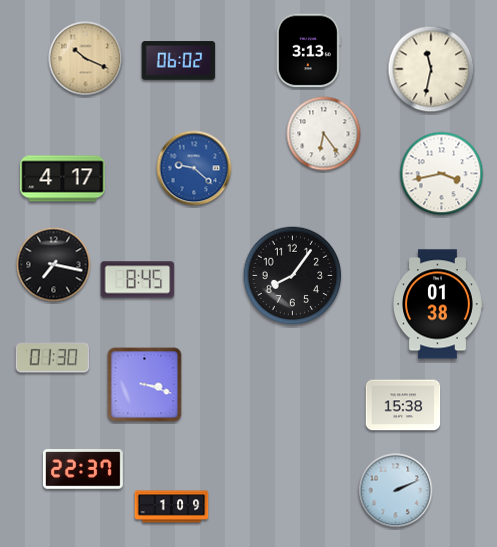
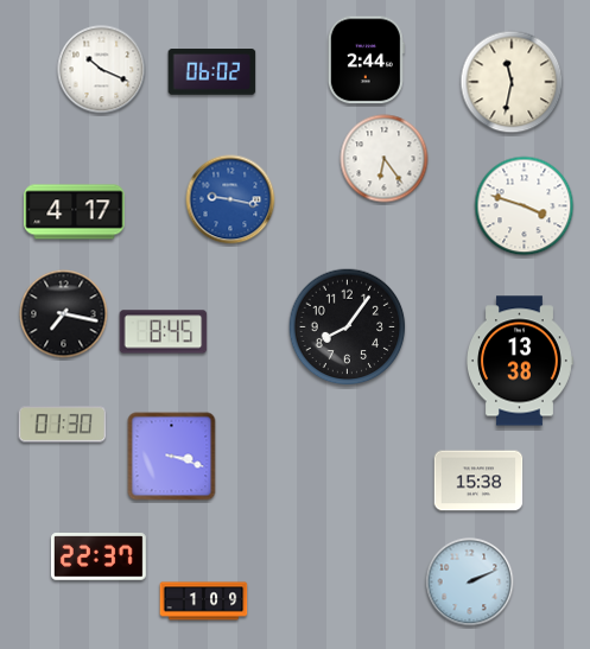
clock at (308, 51): 3:13 -> 2:44
clock at (86, 59) dial: champagne -> white
clock at (194, 168): 9:22 -> 9:17
clock at (442, 174): 3:43 -> 3:48
clock at (438, 304): 01:38 -> 13:38
